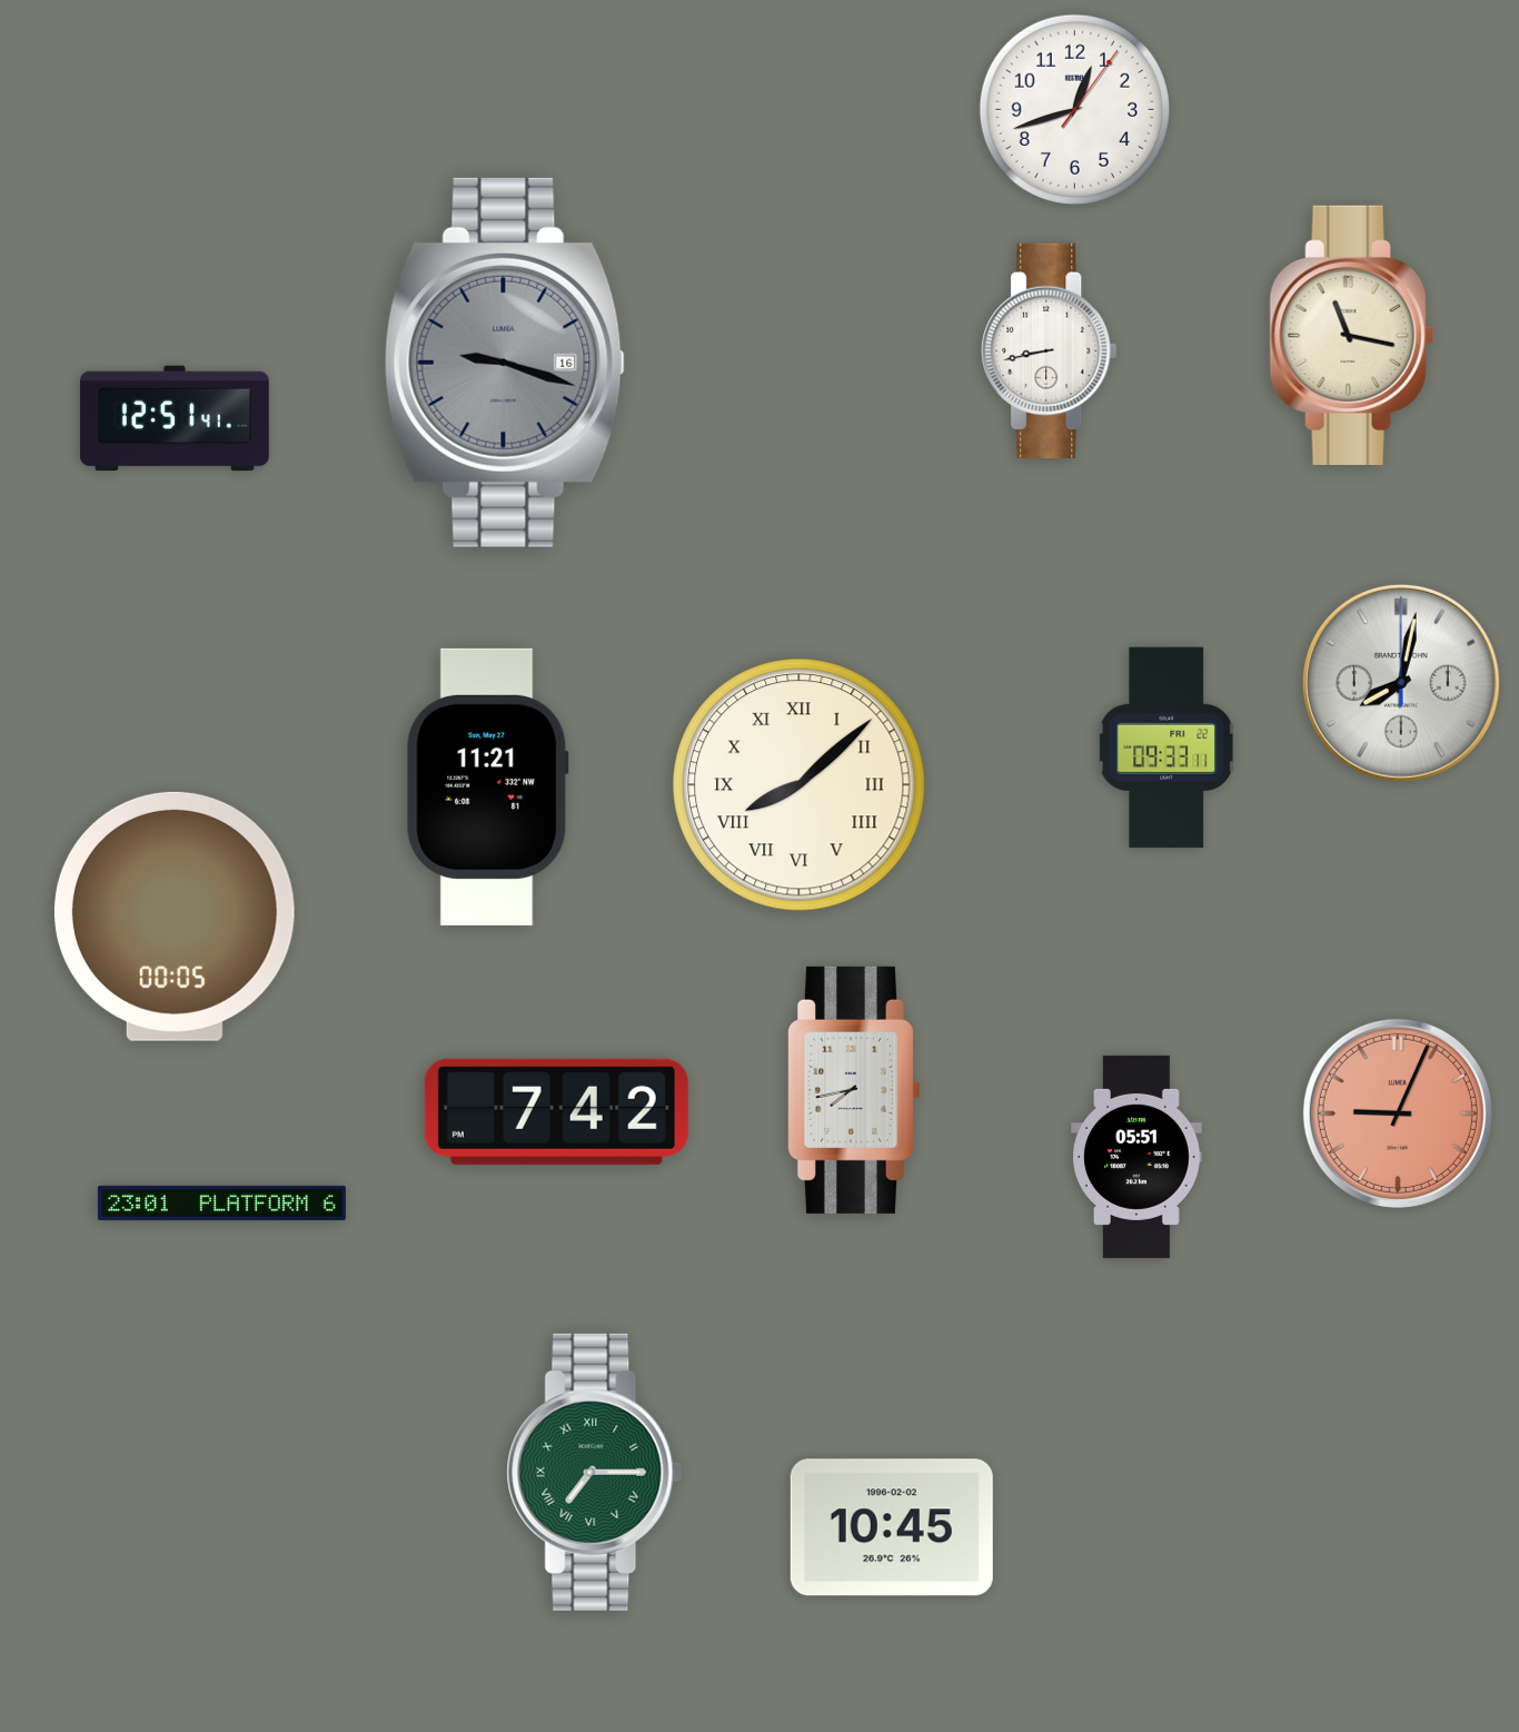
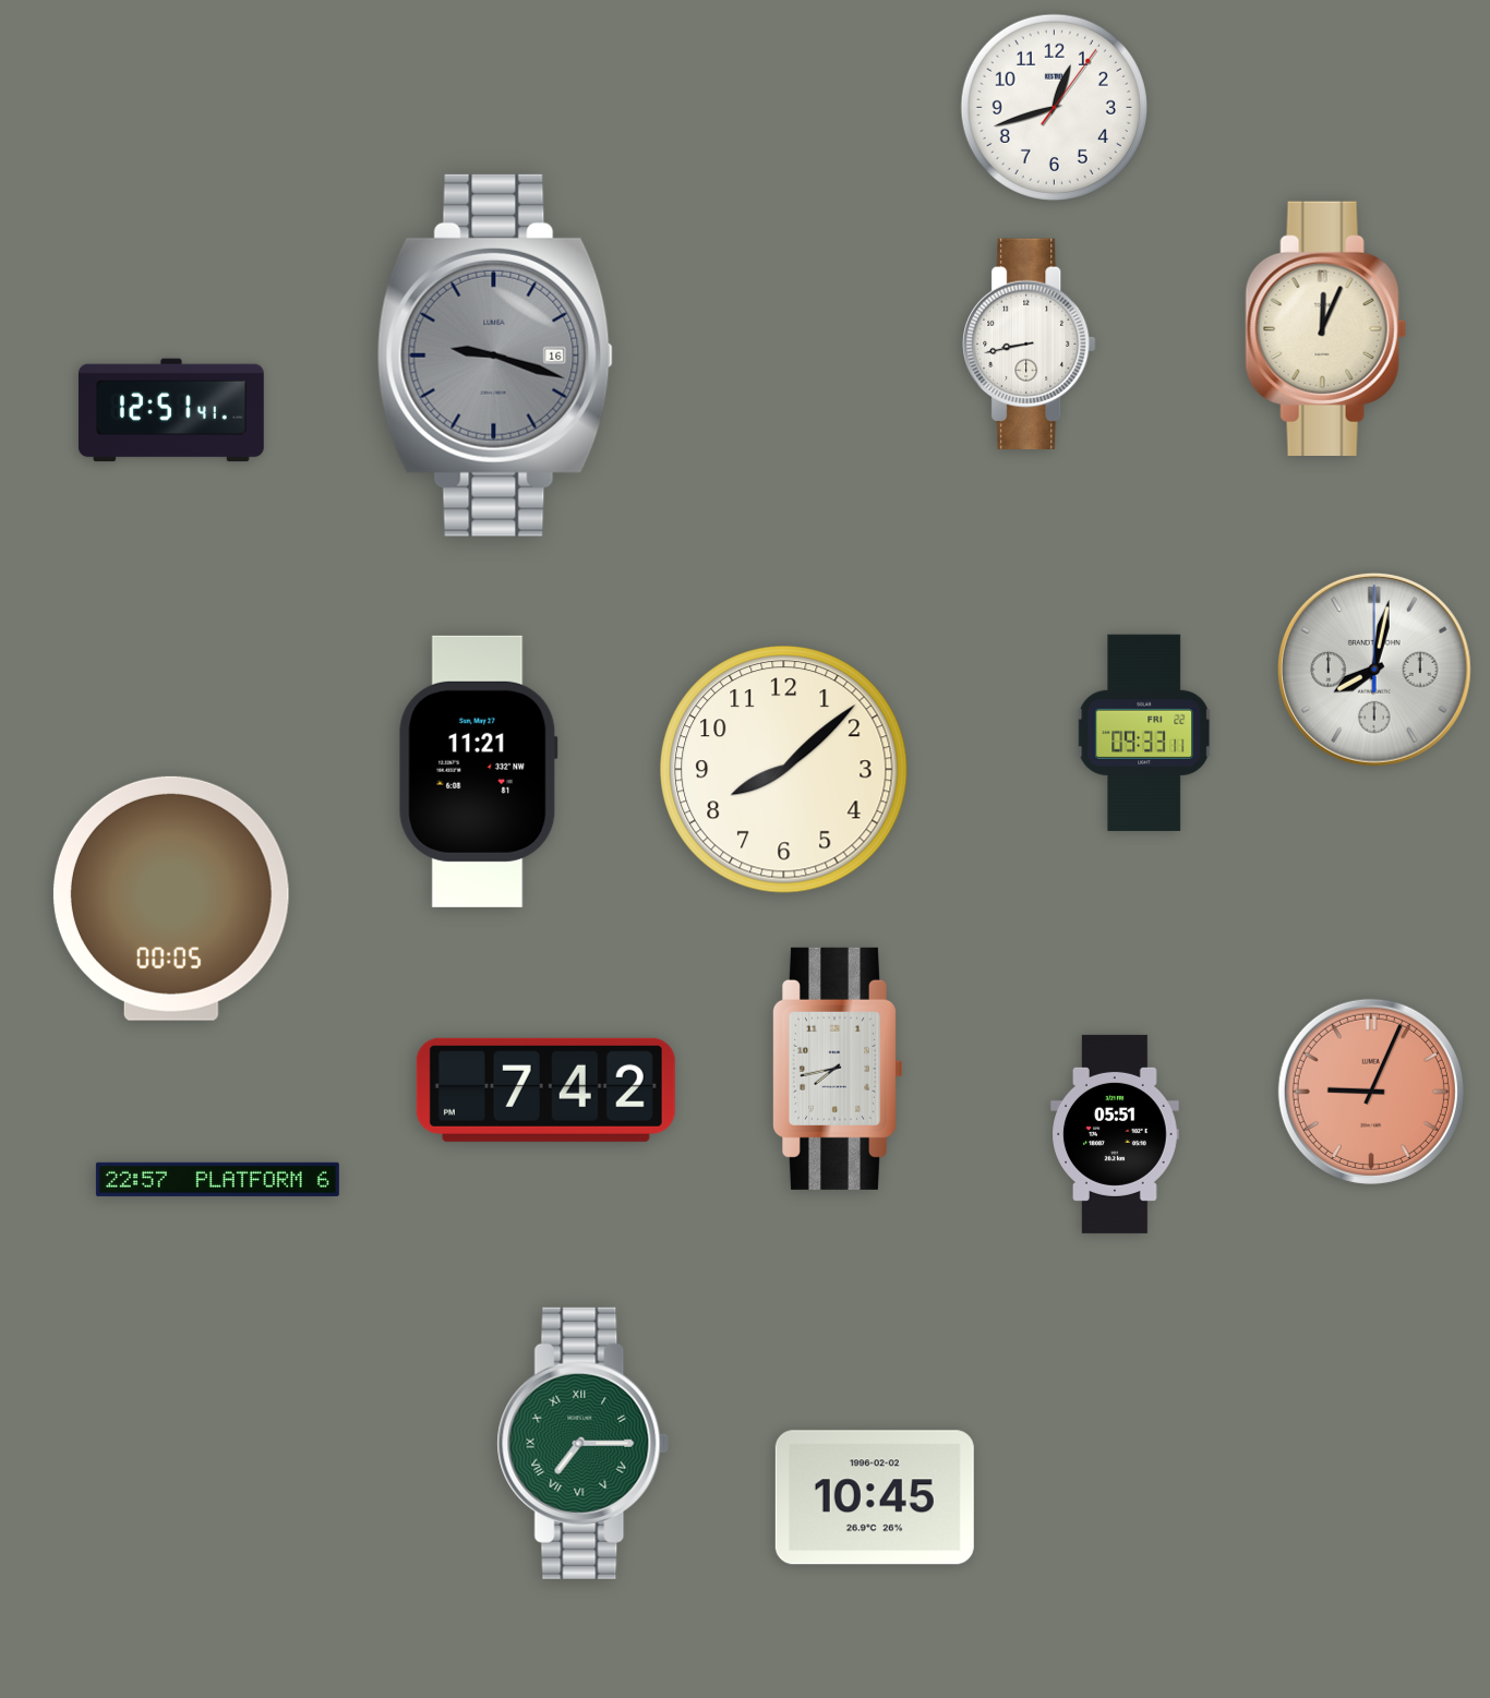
clock at (1351, 335): 11:17 -> 12:04
clock at (800, 785) numerals: Roman -> Arabic
clock at (221, 1202): 23:01 -> 22:57
